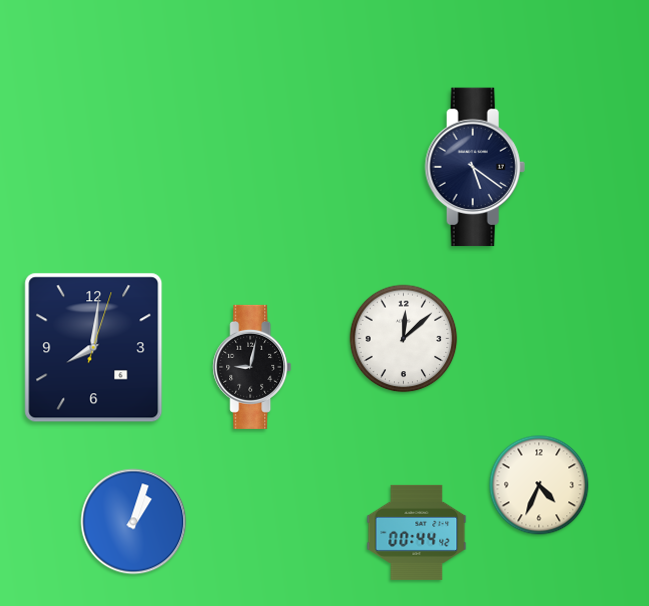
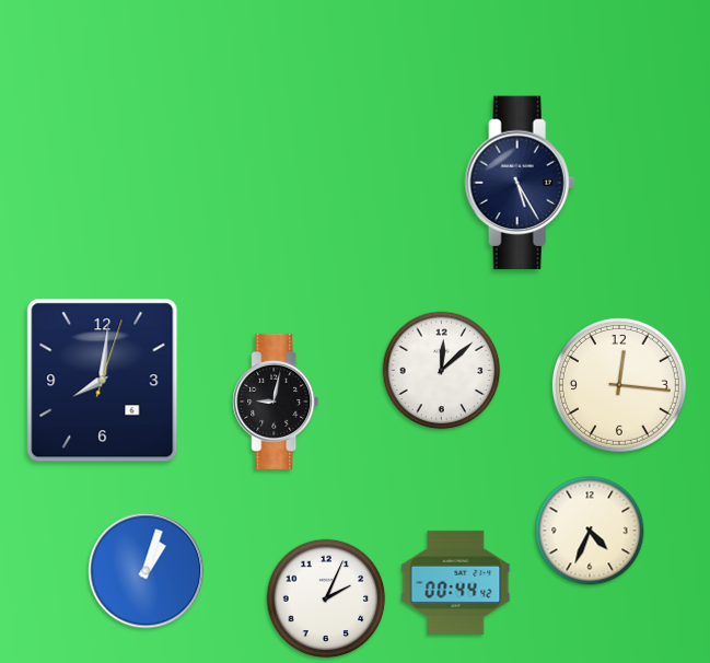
clock at (475, 167): 5:21 -> 5:25
clock at (619, 385): none -> 12:16
clock at (326, 598): none -> 2:04
